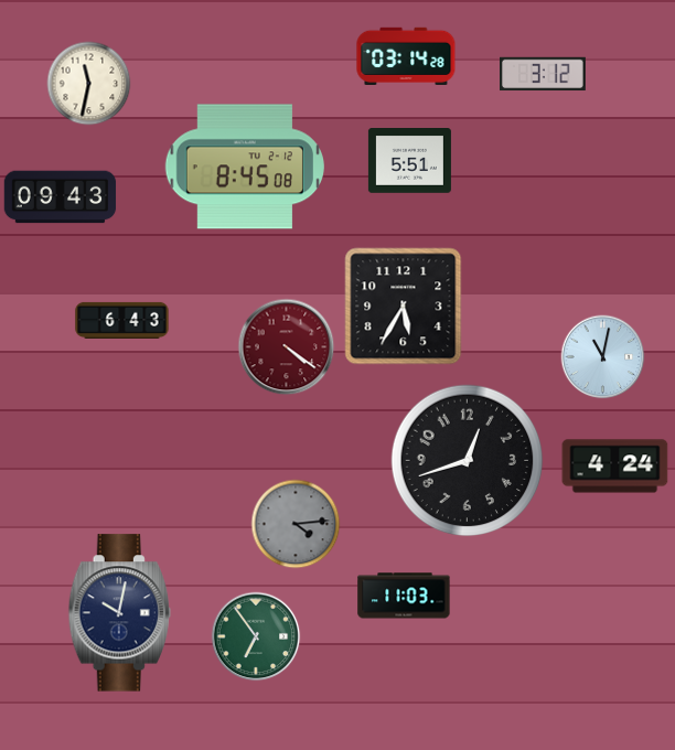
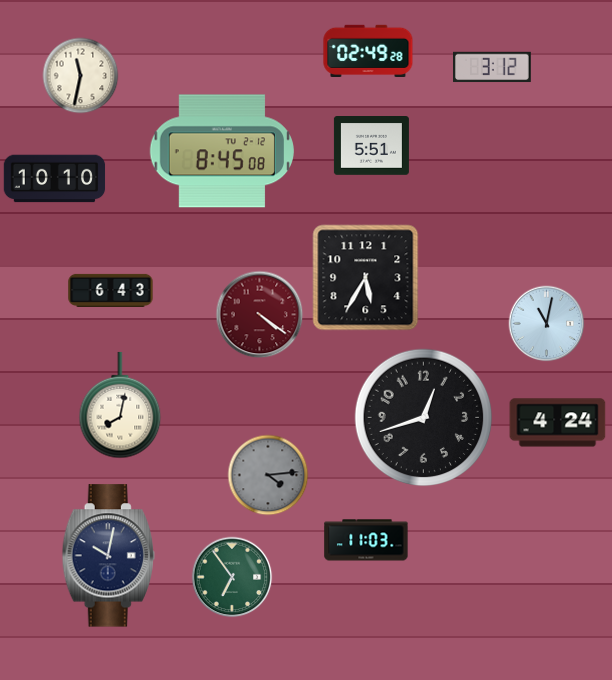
clock at (406, 55): 03:14 -> 02:49
clock at (61, 197): 09:43 -> 10:10
clock at (120, 405): none -> 8:02
